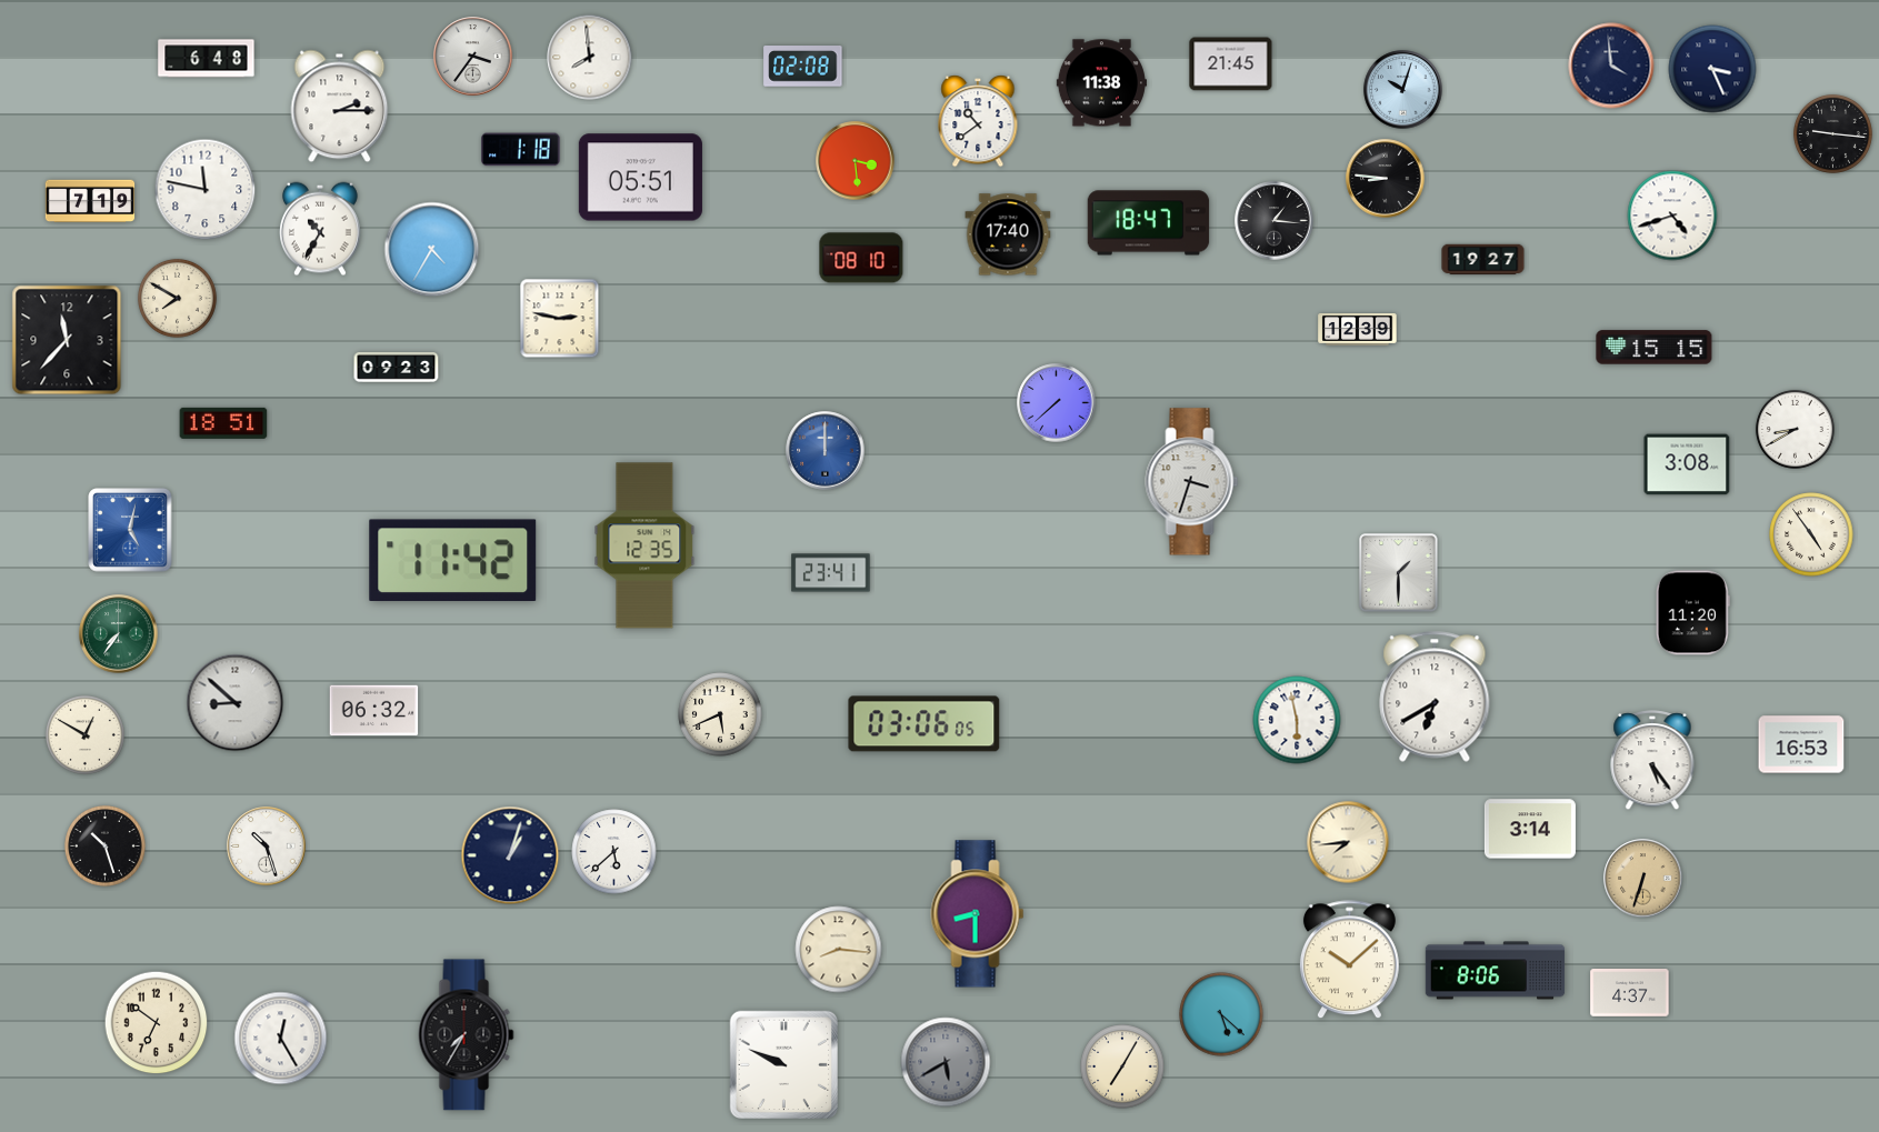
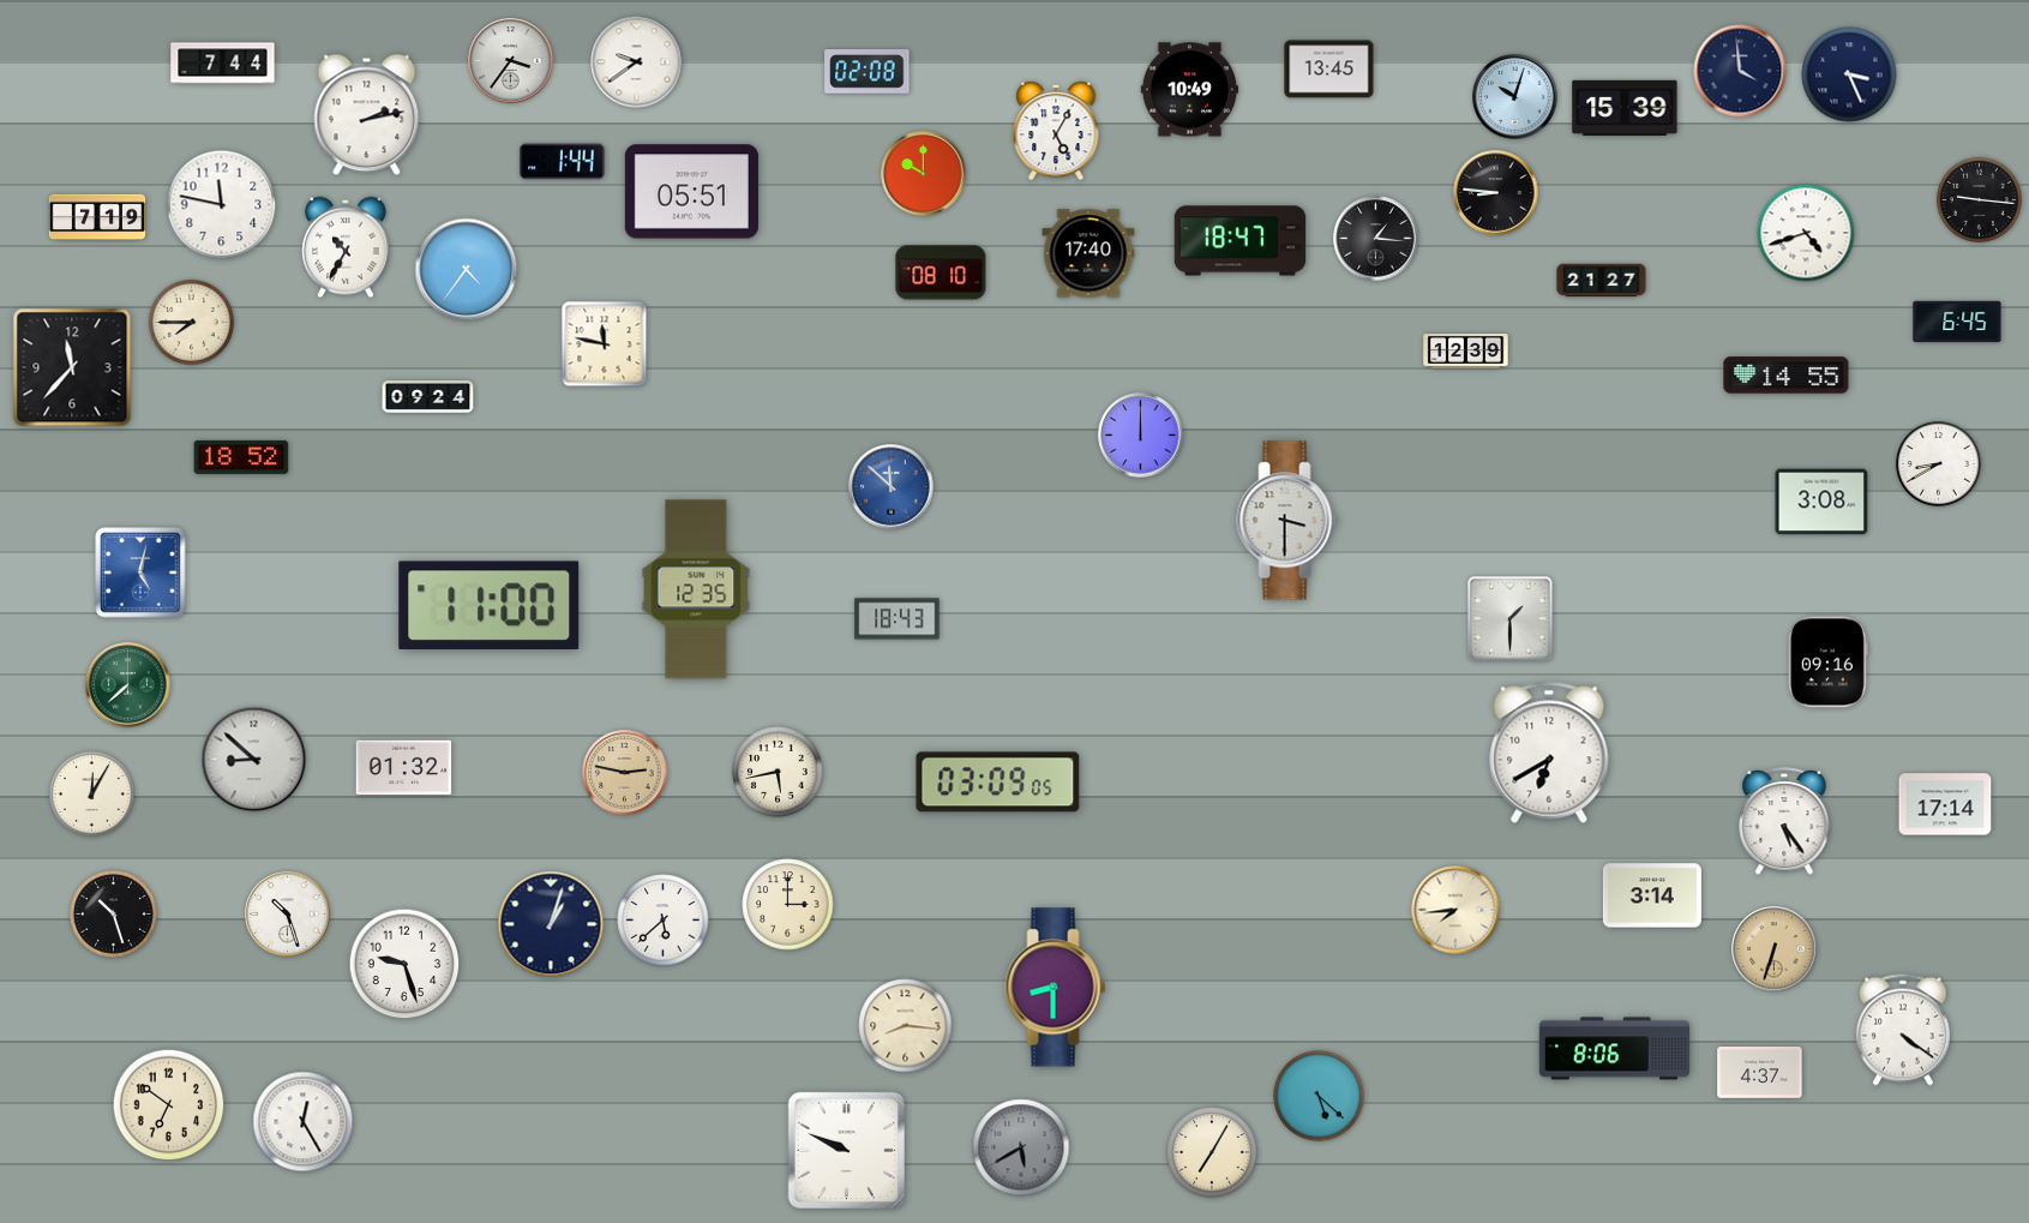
clock at (590, 58): 7:59 -> 9:39
clock at (207, 59): 6:48 -> 7:44
clock at (1231, 64): 21:45 -> 13:45
clock at (1101, 83): 11:38 -> 10:49
clock at (1625, 108): none -> 15:39
clock at (340, 107): 2:15 -> 2:13
clock at (978, 122): 10:39 -> 5:05
clock at (1832, 133) position: (1832, 133) -> (1979, 199)
clock at (521, 150): 1:18 -> 1:44
clock at (856, 161): 3:29 -> 10:00
clock at (432, 250): 4:35 -> 4:36
clock at (861, 258) position: (861, 258) -> (941, 272)
clock at (1483, 260): 19:27 -> 21:27
clock at (177, 298): 7:50 -> 7:45
clock at (1957, 322): none -> 6:45
clock at (560, 319): 2:47 -> 11:47
clock at (1358, 330) position: (1358, 330) -> (1466, 352)
clock at (1655, 348): 15:15 -> 14:55
clock at (397, 368): 09:23 -> 09:24
clock at (1057, 403): 7:38 -> 12:00
clock at (223, 423): 18:51 -> 18:52
clock at (826, 451): 12:00 -> 11:52
clock at (1192, 482): 3:33 -> 3:30
clock at (1811, 534): 4:54 -> none
clock at (453, 560): 11:42 -> 11:00
clock at (831, 573): 23:41 -> 18:43
clock at (1692, 613): 11:20 -> 09:16
clock at (119, 634): 7:36 -> 7:38
clock at (374, 711): 06:32 -> 01:32
clock at (720, 714): 5:41 -> 5:43
clock at (625, 773): none -> 2:47
clock at (1297, 720): 5:58 -> none
clock at (924, 724): 03:06 -> 03:09
clock at (84, 734): 12:50 -> 12:05
clock at (1801, 744): 16:53 -> 17:14
clock at (788, 905): none -> 3:00
clock at (404, 964): none -> 9:27
clock at (1903, 1030): none -> 4:21
clock at (1349, 960): 10:08 -> none
clock at (467, 1035): 7:35 -> none
